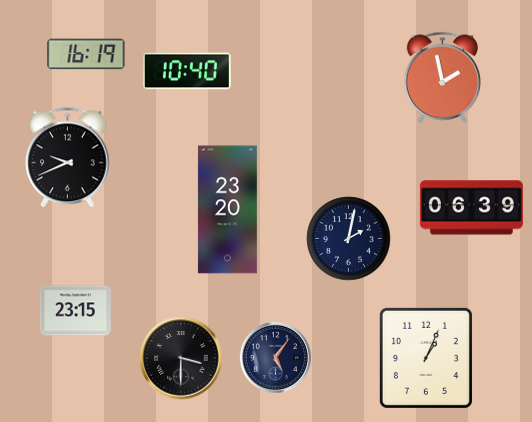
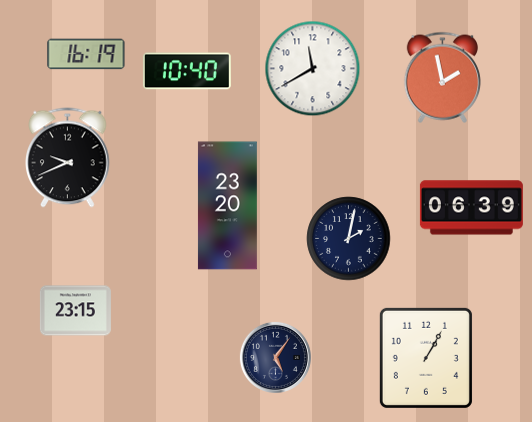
clock at (313, 69): none -> 11:40
clock at (227, 210) position: (227, 210) -> (227, 206)
clock at (181, 358): 3:30 -> none
clock at (426, 358): 1:04 -> 1:05
